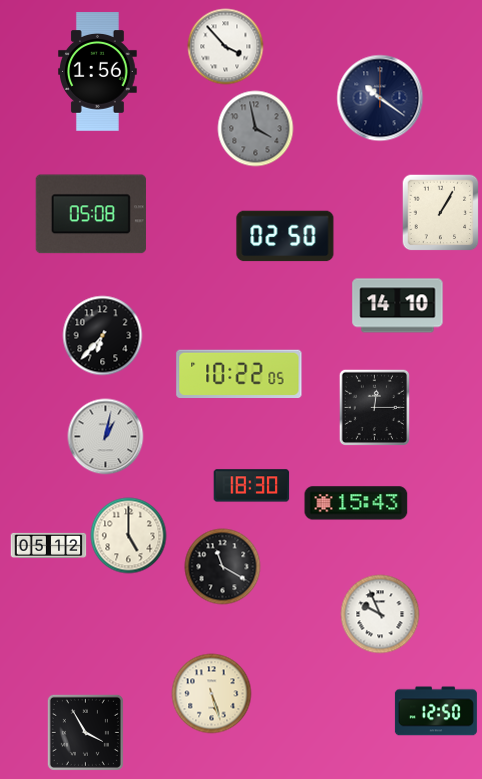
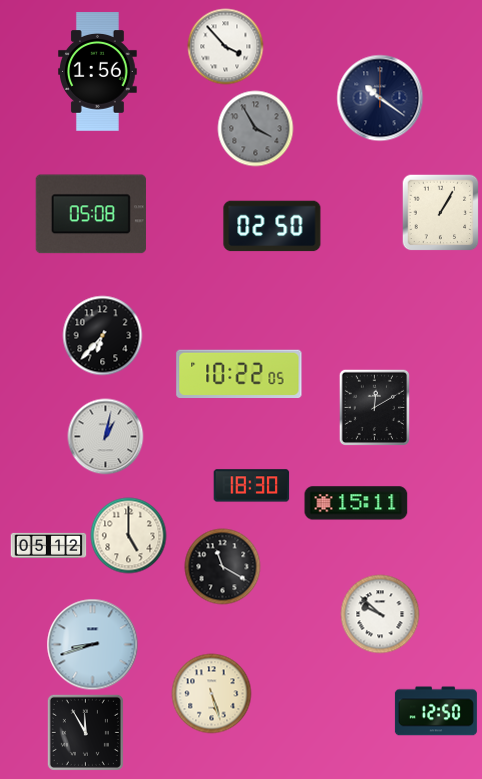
clock at (256, 129): 3:58 -> 3:55
clock at (285, 236) position: (285, 236) -> (272, 226)
clock at (398, 306): 14:10 -> none
clock at (374, 407): 12:15 -> 12:10
clock at (356, 503): 15:43 -> 15:11
clock at (380, 614): 9:56 -> 9:52
clock at (93, 645): none -> 8:42
clock at (85, 732): 3:55 -> 11:55
